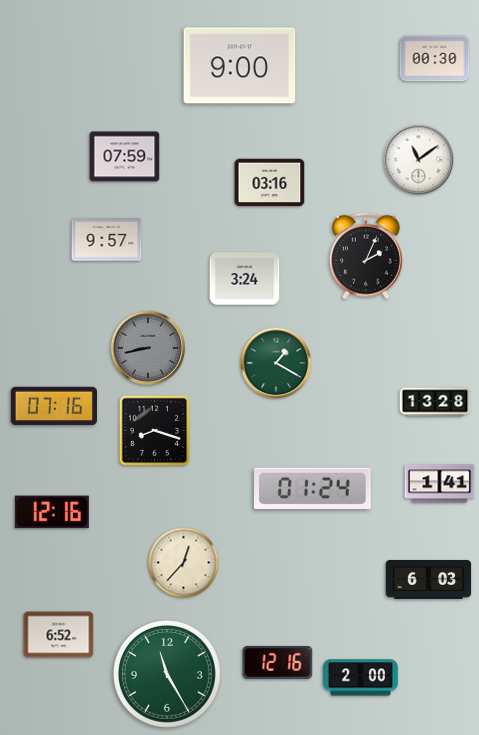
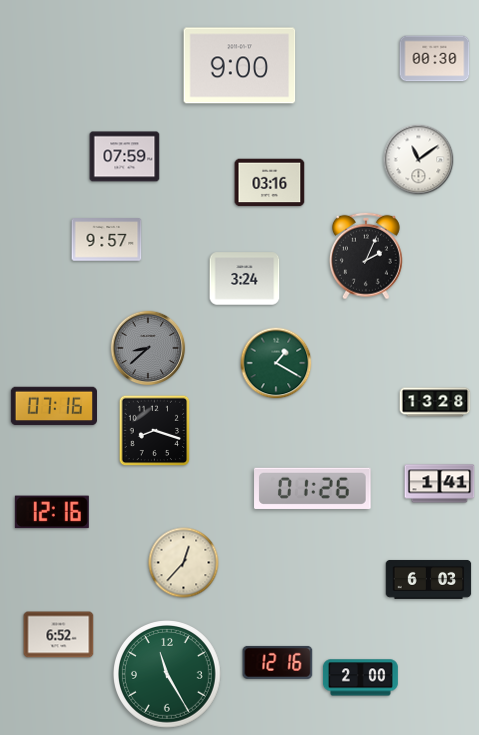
clock at (148, 348): 8:43 -> 8:38
clock at (313, 488): 01:24 -> 01:26
